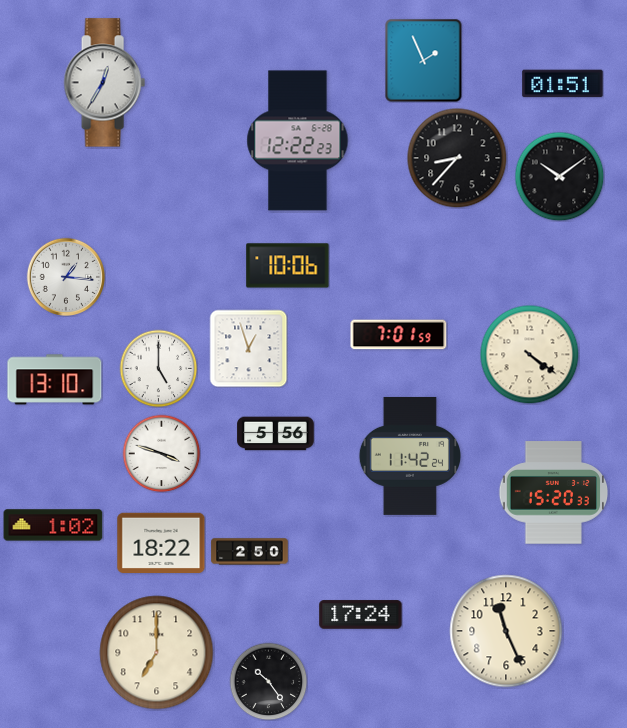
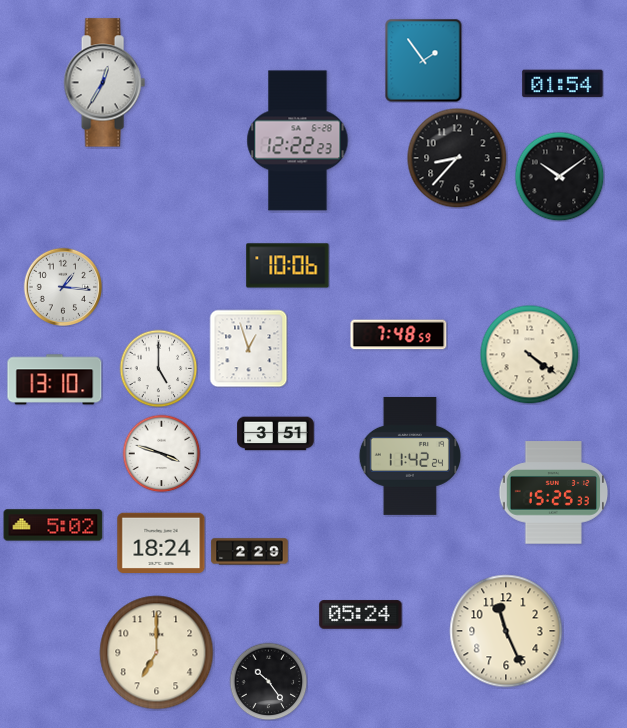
clock at (424, 60): 1:56 -> 1:54
clock at (563, 84): 01:51 -> 01:54
clock at (65, 276) position: (65, 276) -> (62, 286)
clock at (399, 335): 7:01 -> 7:48
clock at (276, 434): 5:56 -> 3:51
clock at (553, 493): 15:20 -> 15:25
clock at (53, 525): 1:02 -> 5:02
clock at (161, 542): 18:22 -> 18:24
clock at (250, 552): 2:50 -> 2:29
clock at (361, 615): 17:24 -> 05:24
